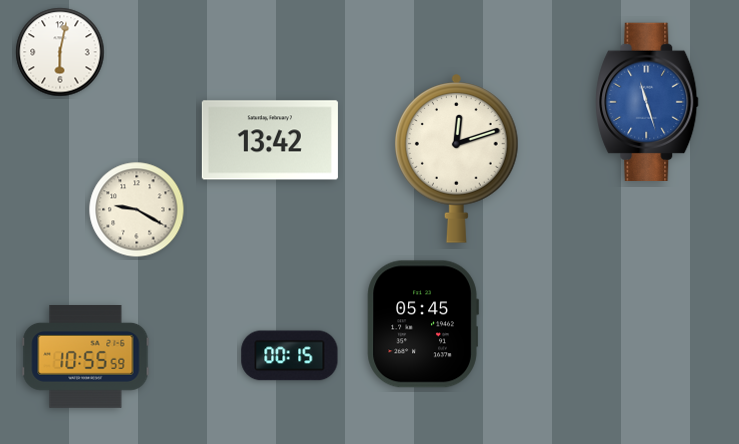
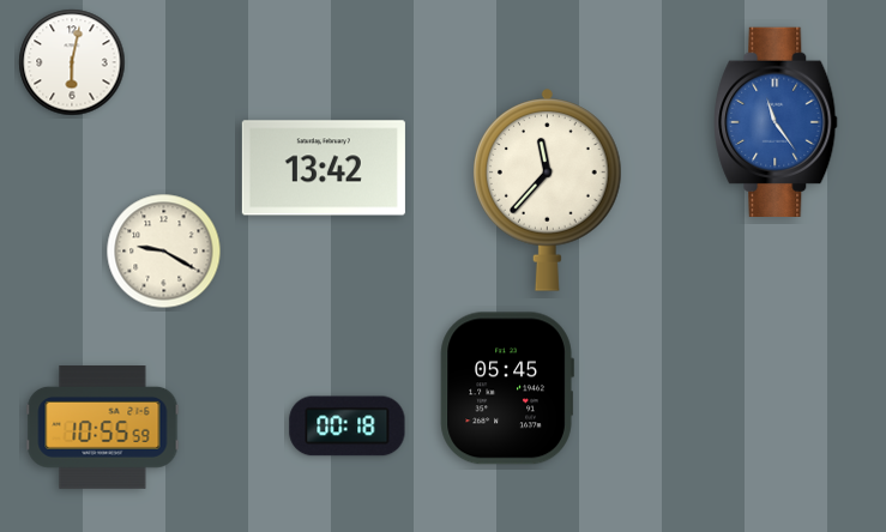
clock at (647, 101): 11:27 -> 11:24
clock at (457, 159): 12:12 -> 11:37
clock at (290, 356): 00:15 -> 00:18
